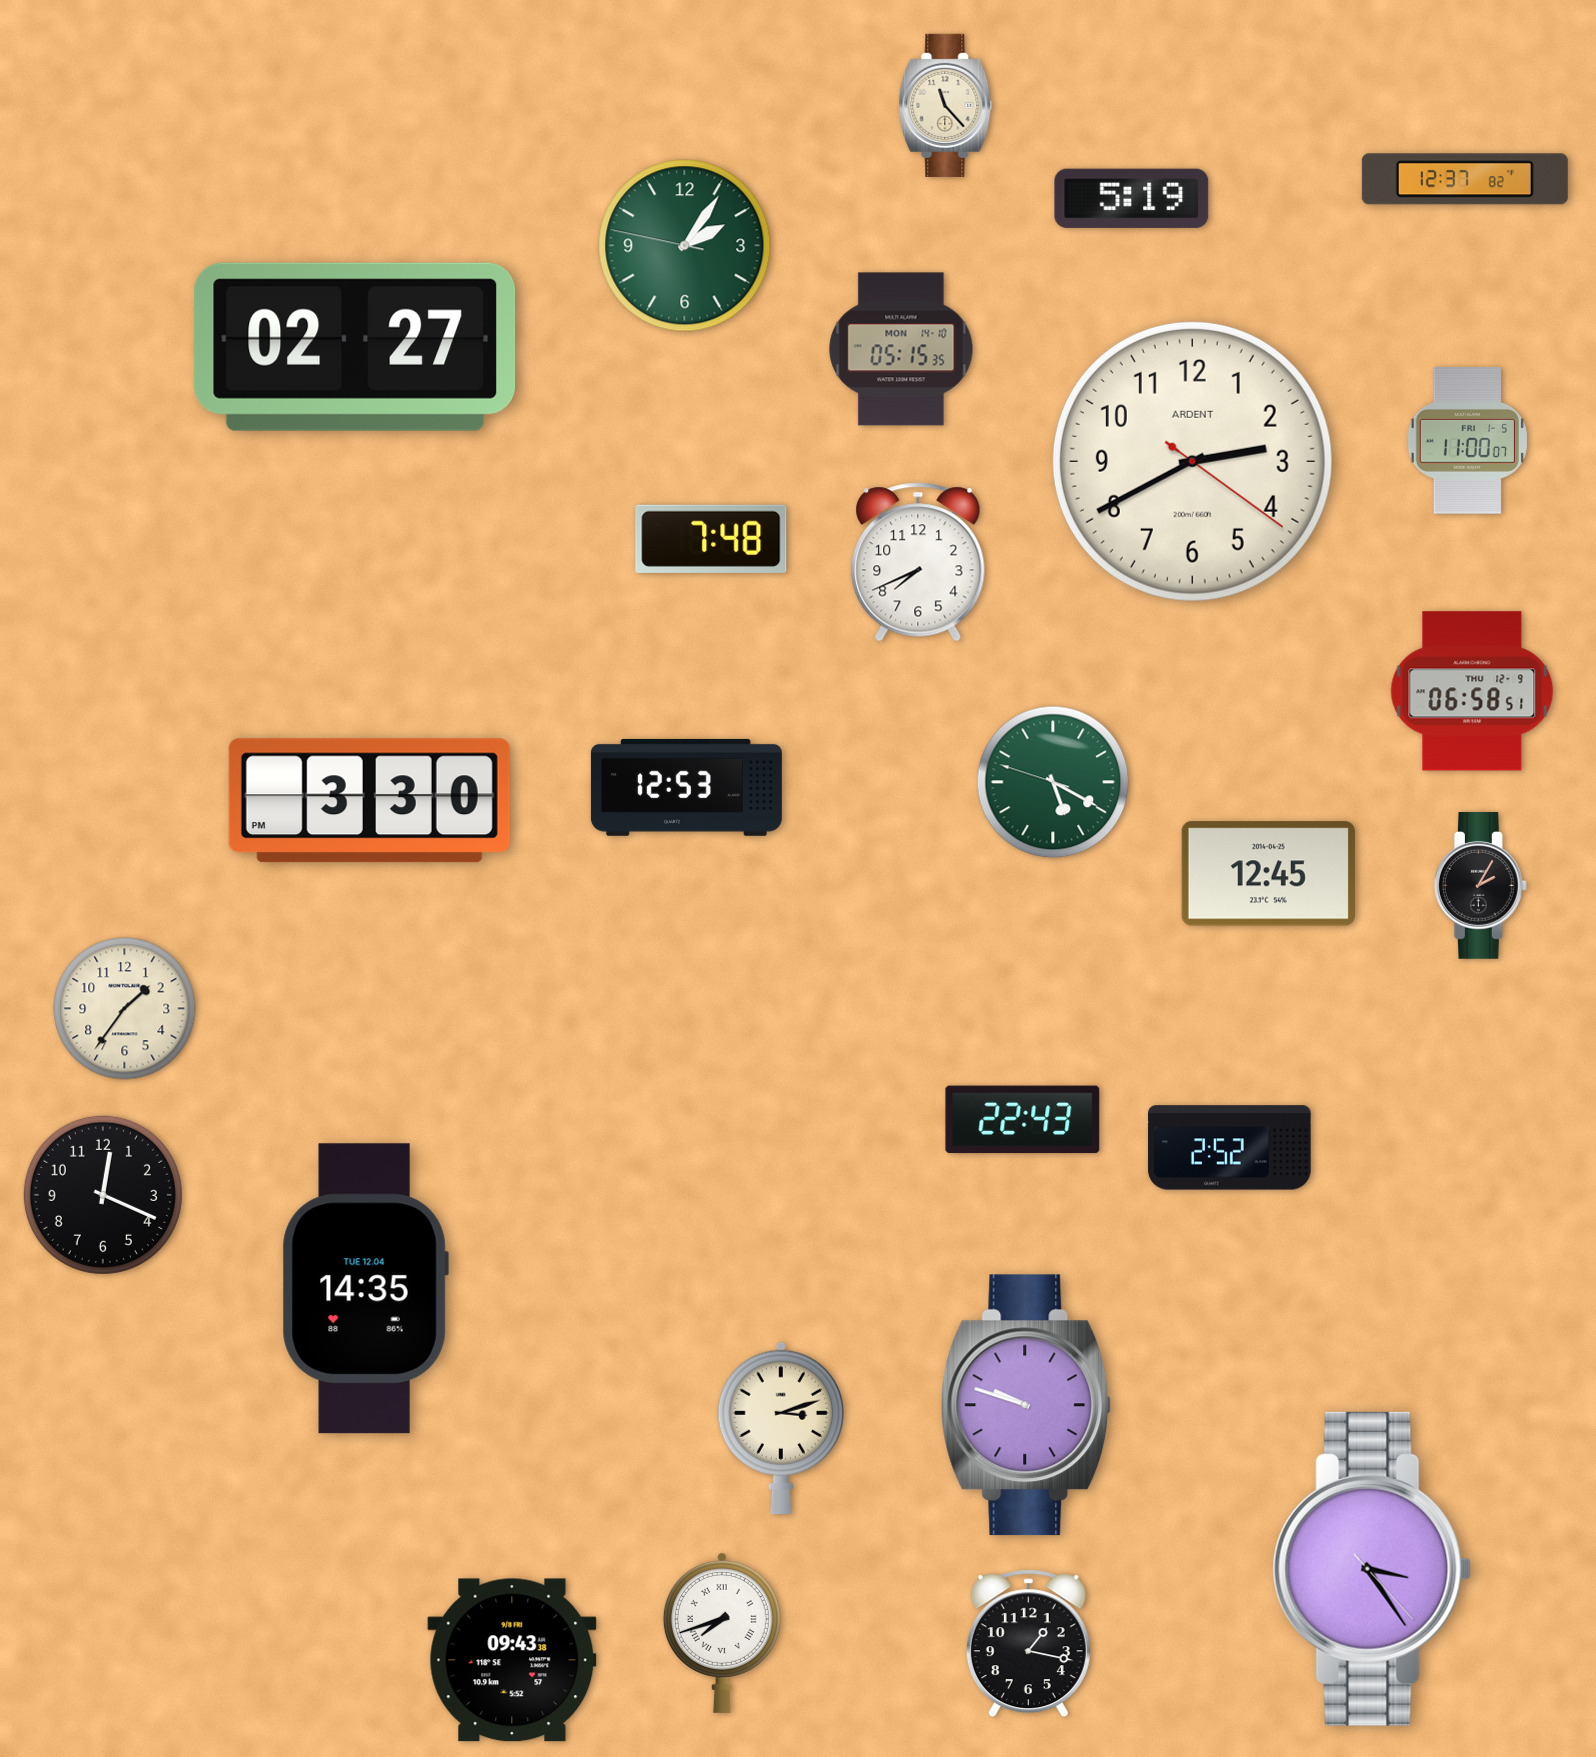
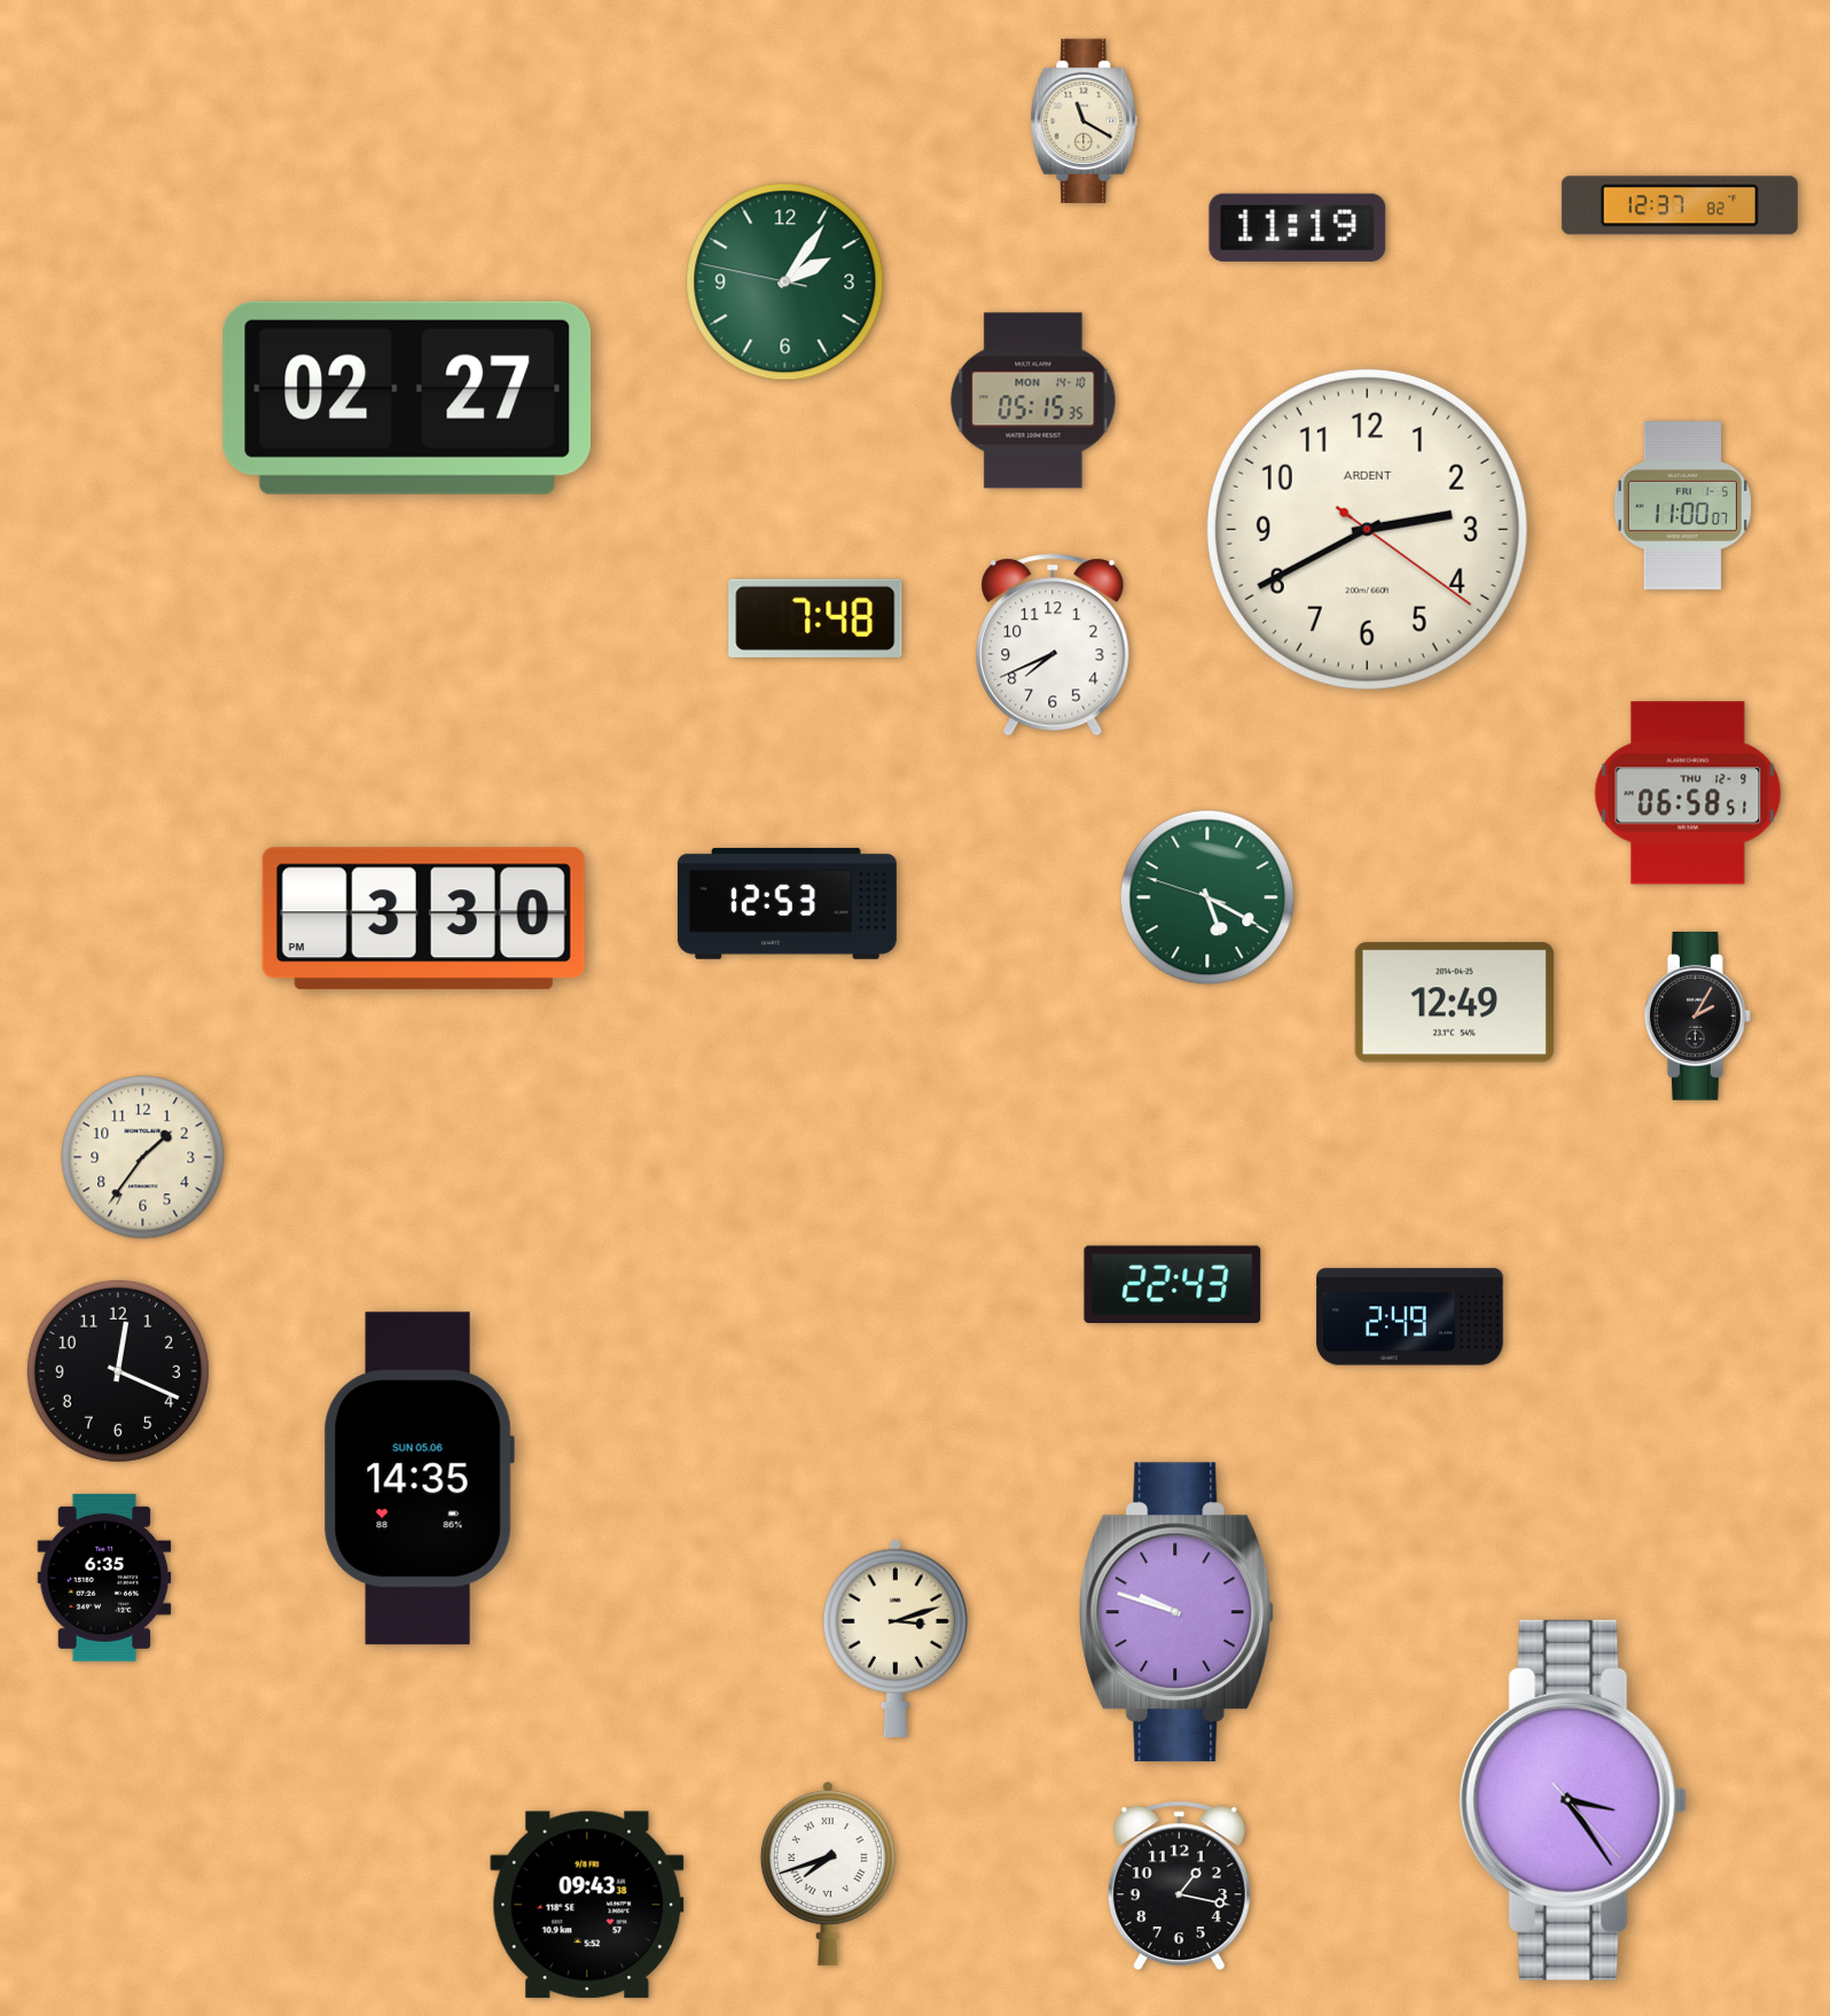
clock at (946, 105): 11:23 -> 11:20
clock at (1132, 198): 5:19 -> 11:19
clock at (1268, 874): 12:45 -> 12:49
clock at (1230, 1148): 2:52 -> 2:49
clock at (365, 1289) date: TUE 12.04 -> SUN 05.06
clock at (104, 1578): none -> 6:35
